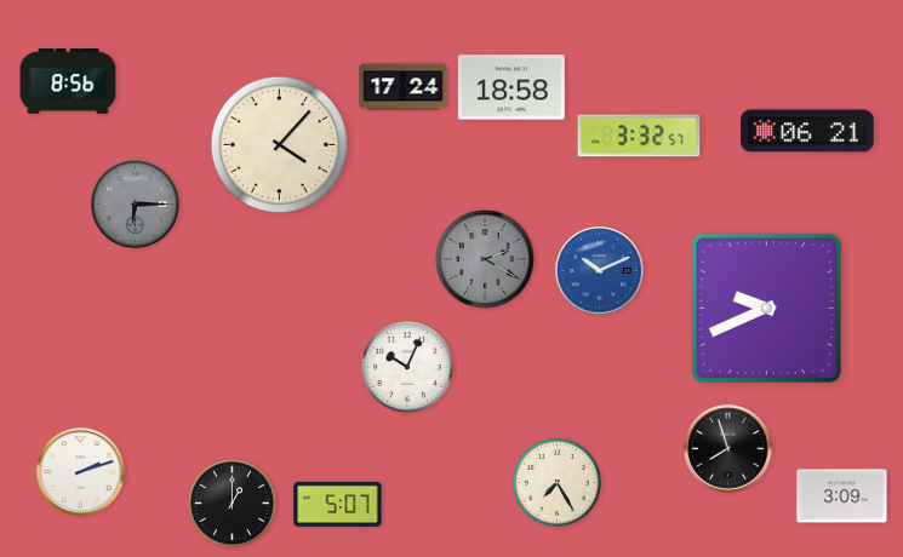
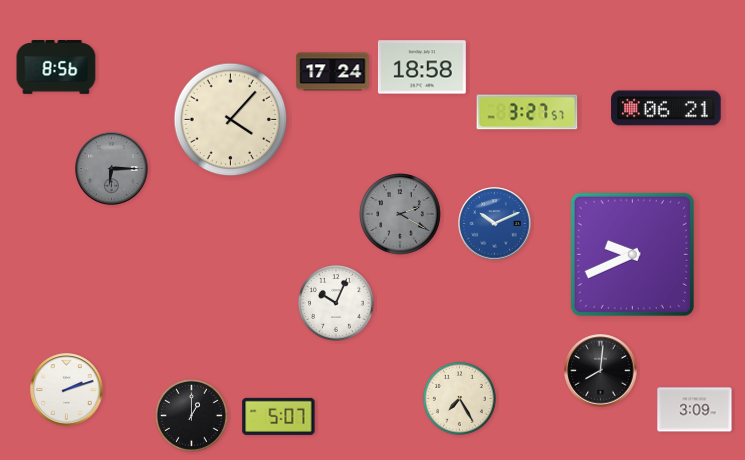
clock at (511, 87) position: (511, 87) -> (422, 67)
clock at (639, 136): 3:32 -> 3:27
clock at (728, 449): 7:57 -> 8:01
